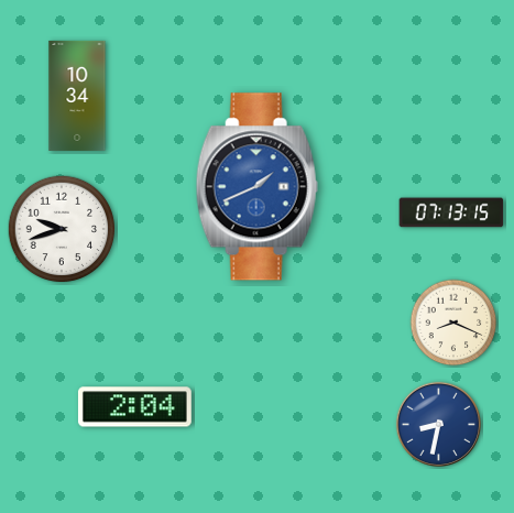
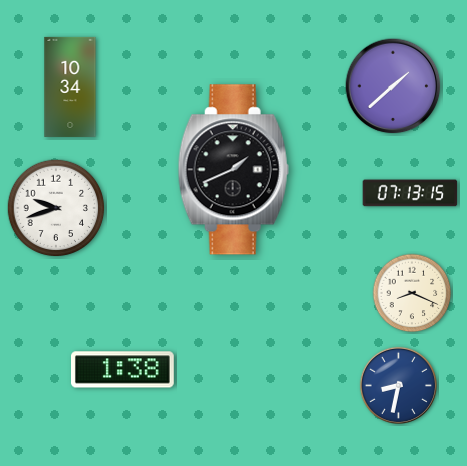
clock at (393, 86): none -> 1:38
clock at (256, 187) dial: blue -> black
clock at (134, 407): 2:04 -> 1:38
